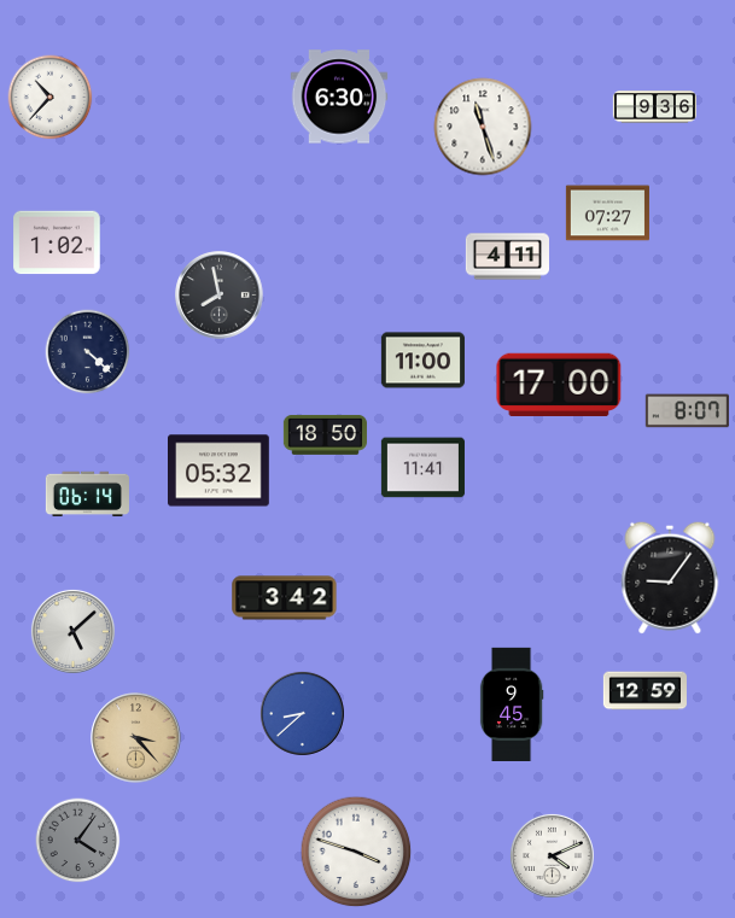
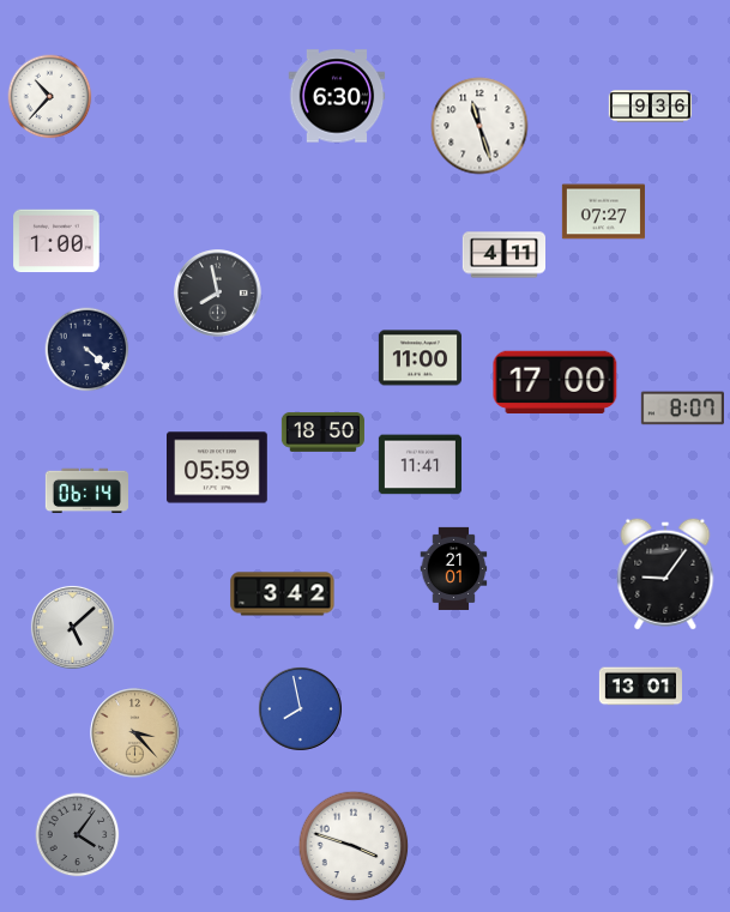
clock at (57, 242): 1:02 -> 1:00
clock at (220, 470): 05:32 -> 05:59
clock at (454, 568): none -> 21:01
clock at (644, 691): 12:59 -> 13:01
clock at (512, 703): 9:45 -> none
clock at (302, 713): 8:38 -> 7:58
clock at (552, 855): 4:11 -> none
